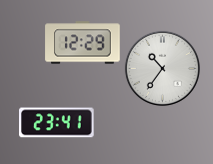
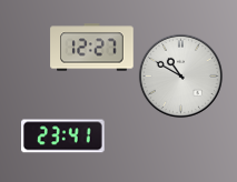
clock at (83, 43): 12:29 -> 12:27
clock at (162, 68): 10:36 -> 10:50
